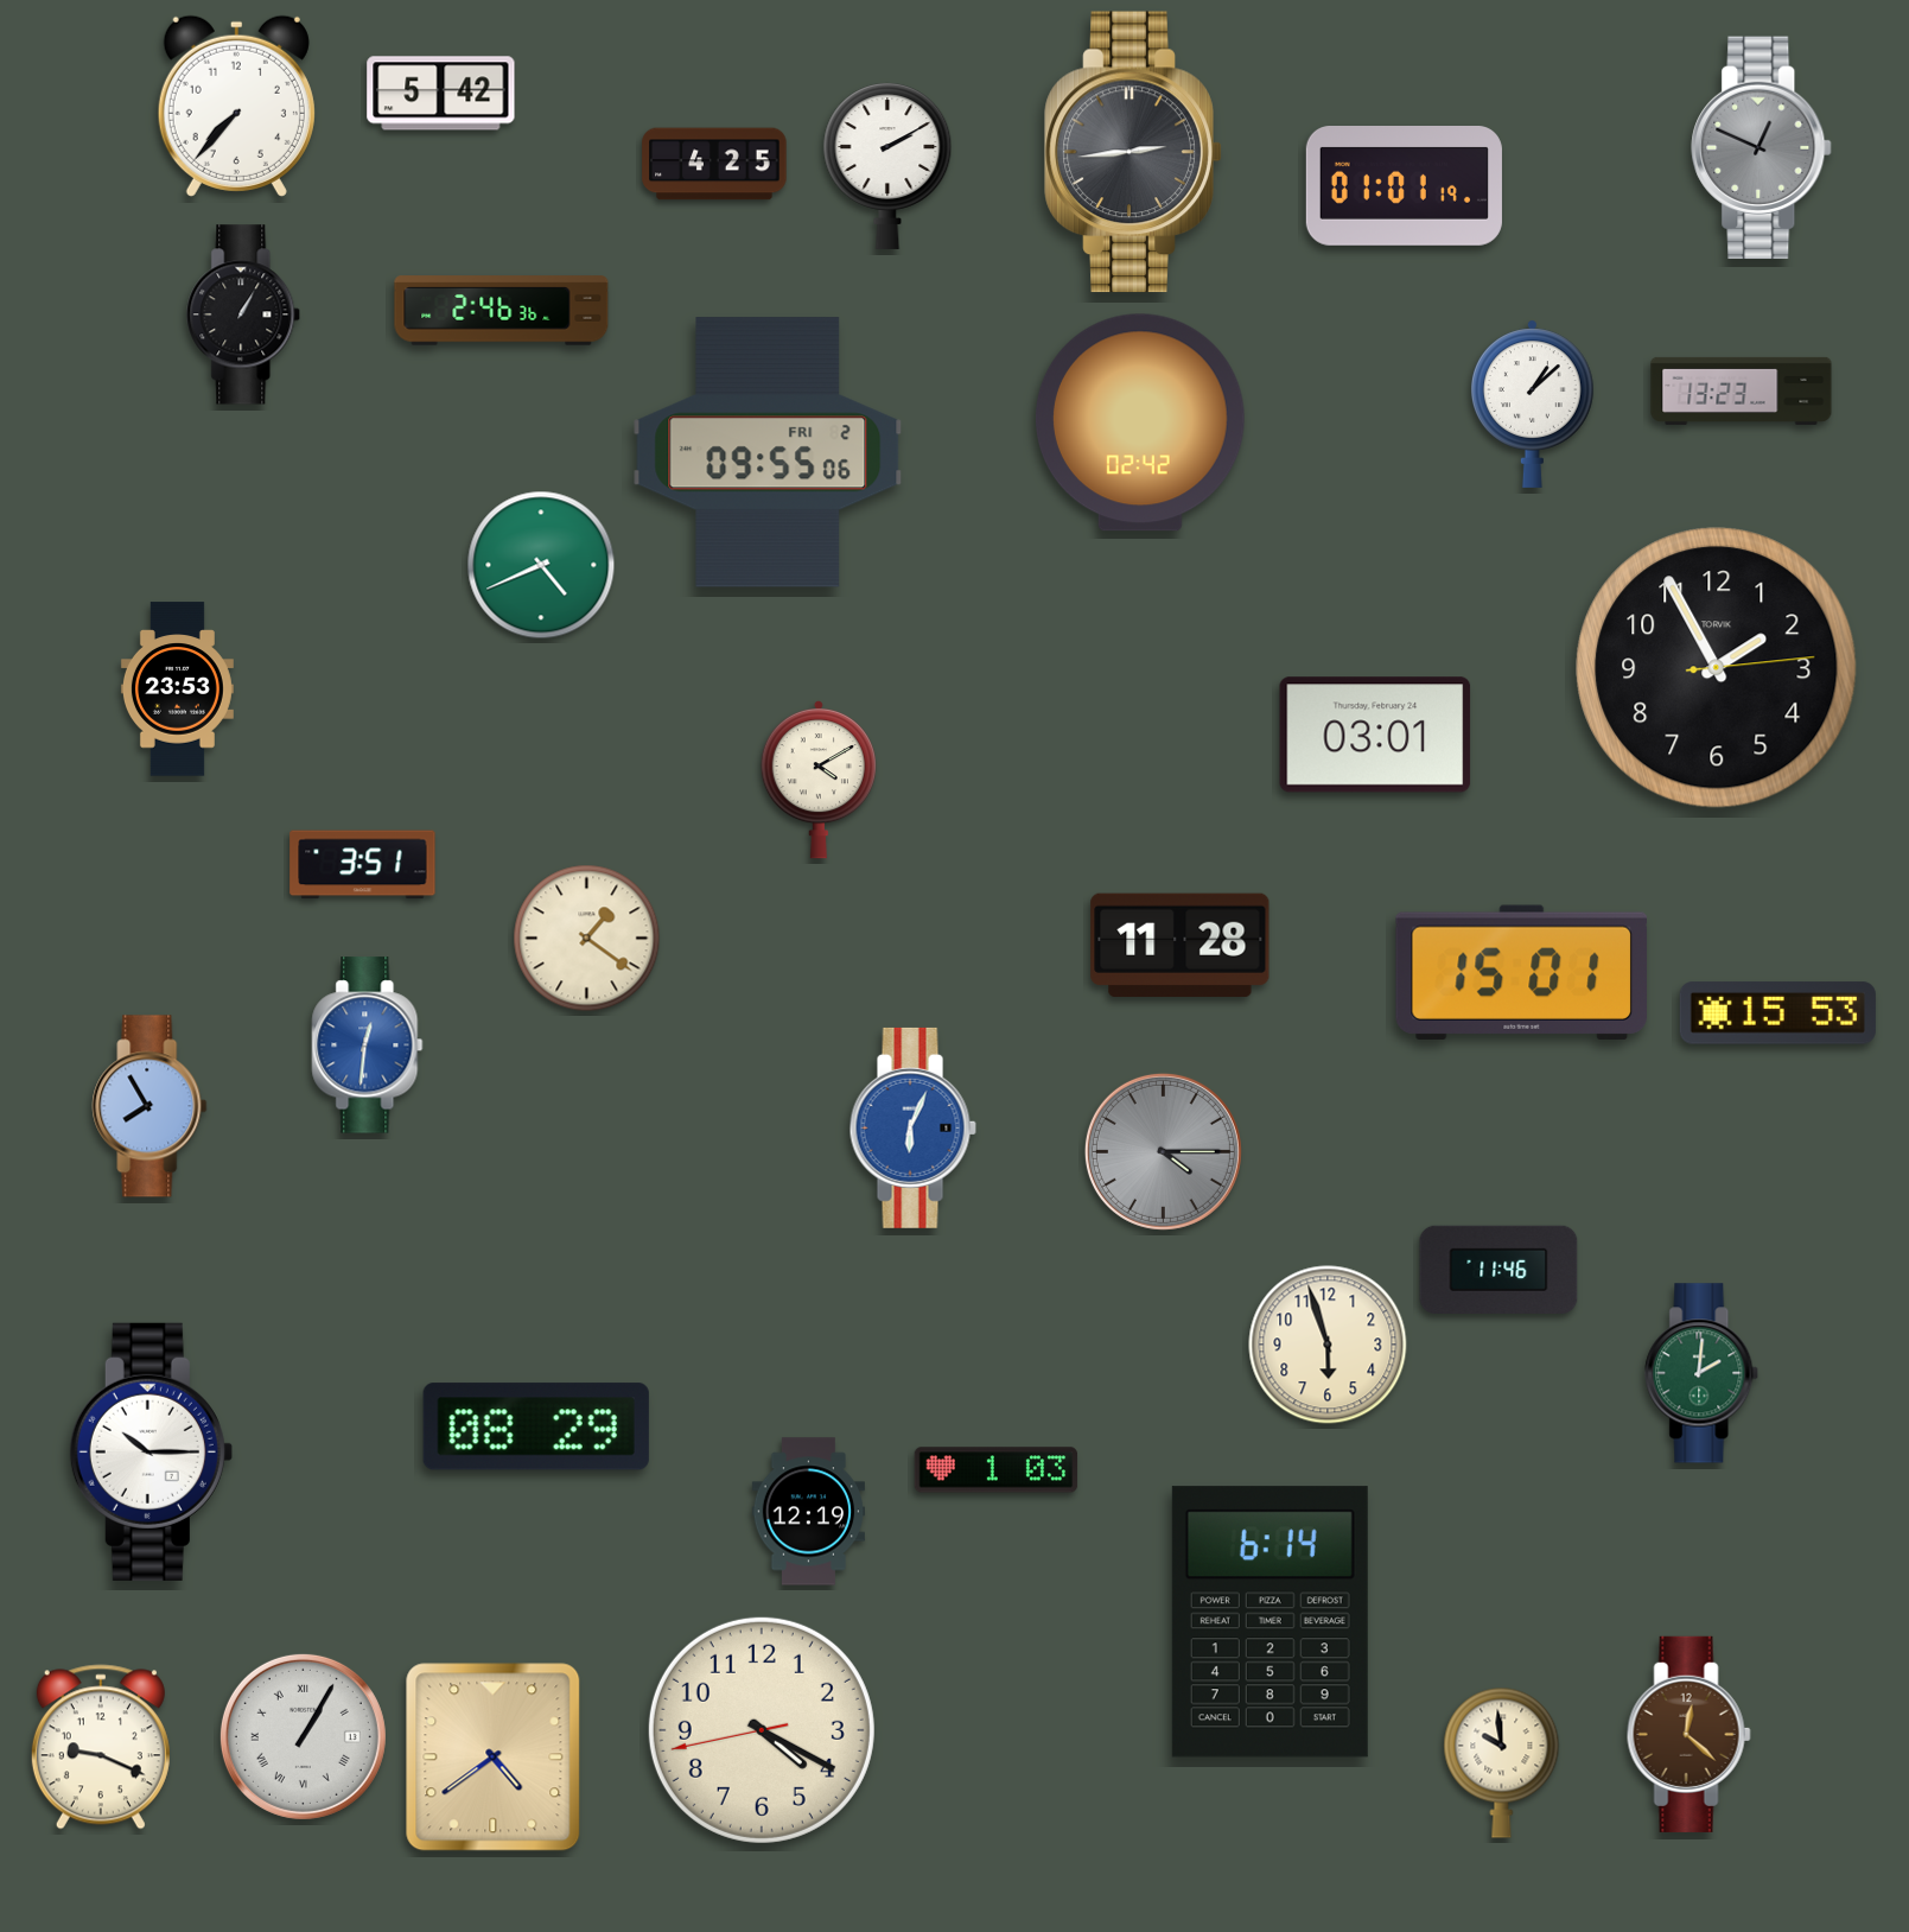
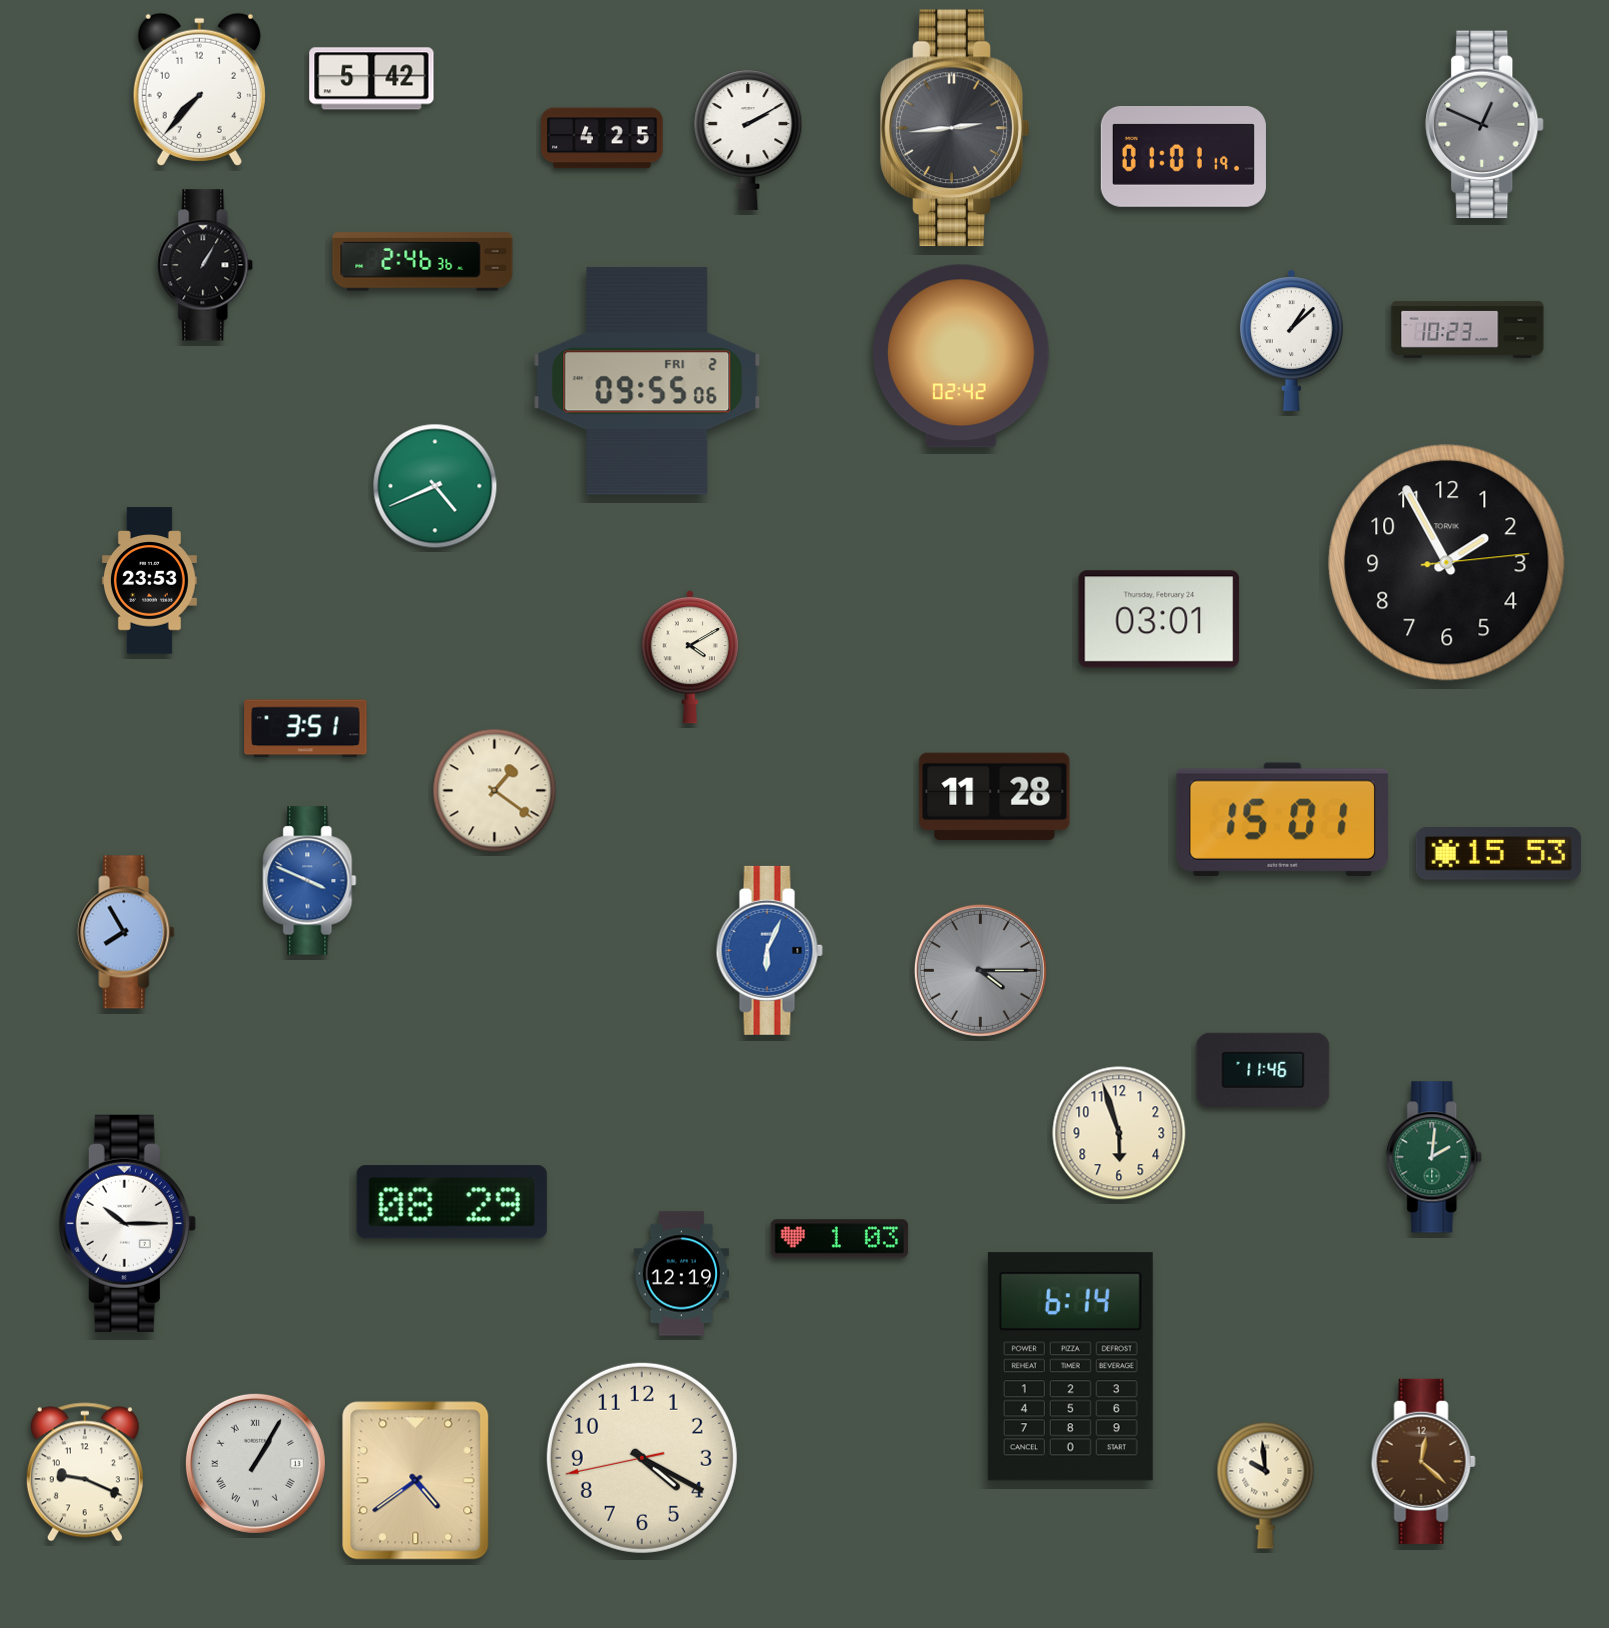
clock at (1742, 390): 13:23 -> 10:23
clock at (541, 565) position: (541, 565) -> (435, 486)
clock at (368, 1046): 12:31 -> 3:49
